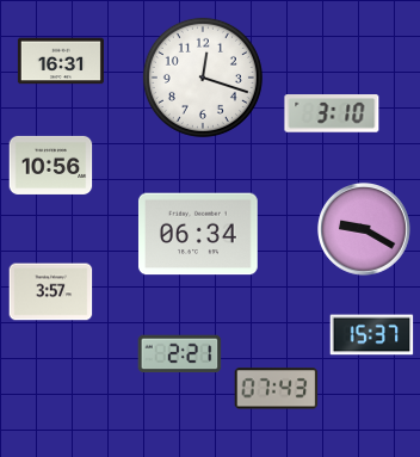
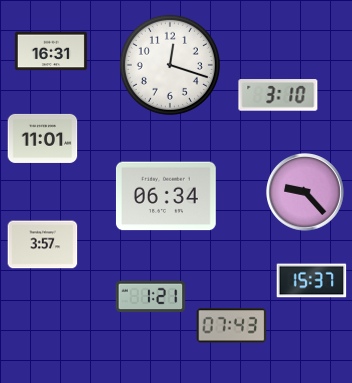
clock at (51, 165): 10:56 -> 11:01
clock at (364, 229): 9:20 -> 9:23
clock at (180, 354): 2:21 -> 1:21
